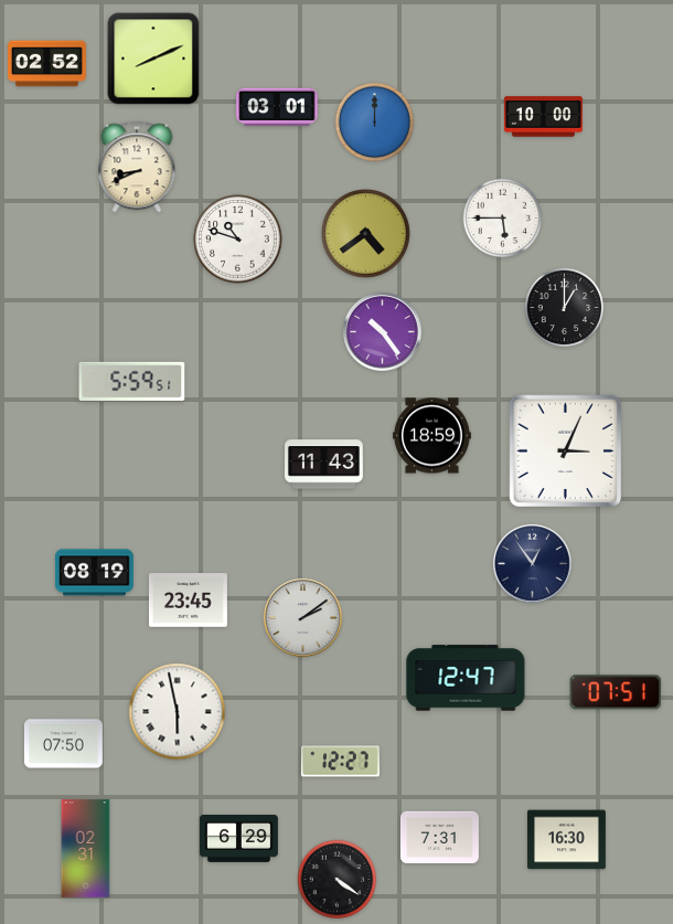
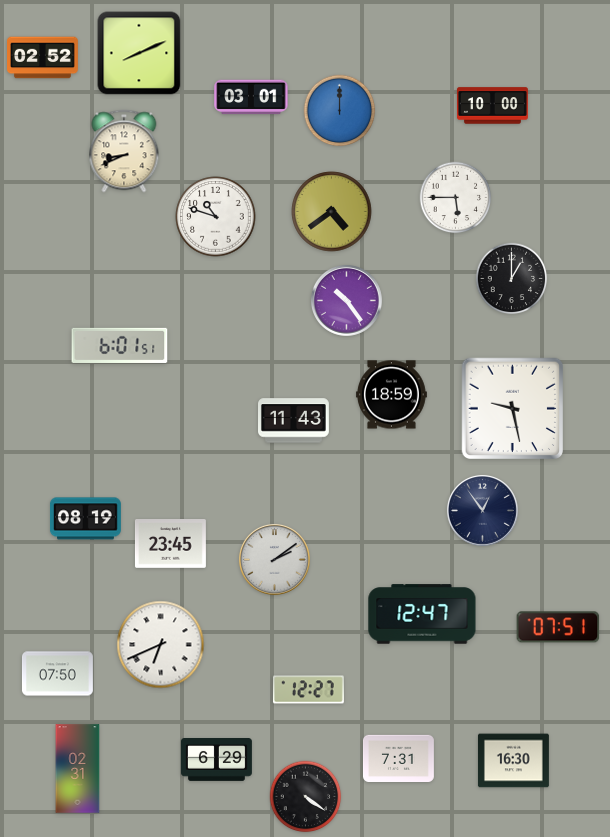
clock at (132, 381): 5:59 -> 6:01
clock at (566, 452): 3:04 -> 9:28
clock at (178, 712): 5:58 -> 6:41
